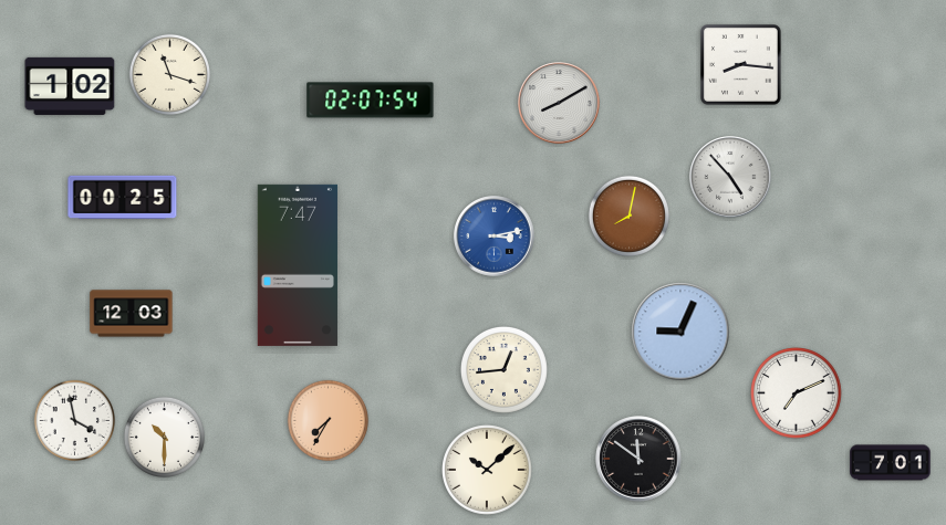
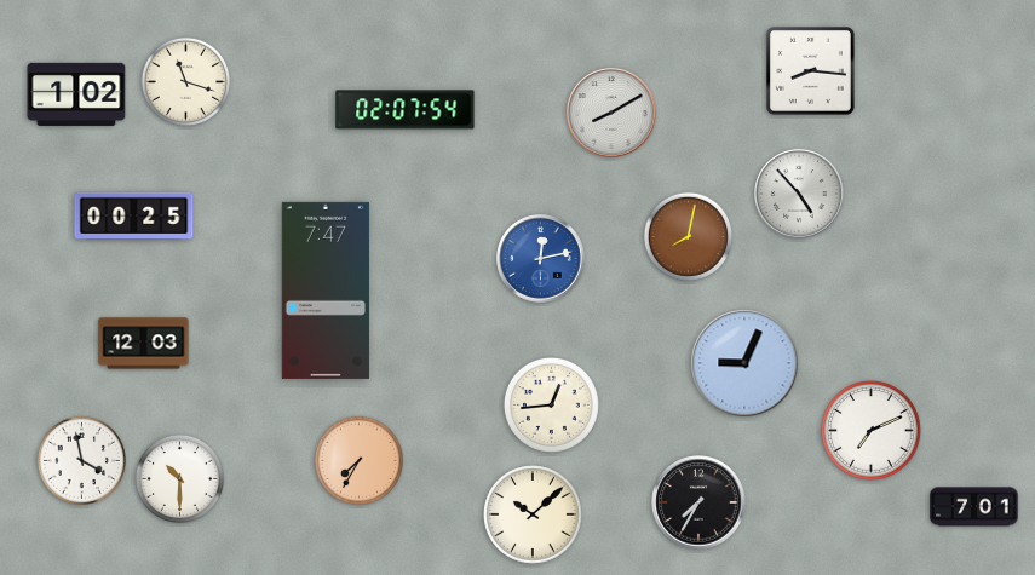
clock at (495, 237): 3:13 -> 12:13
clock at (638, 459): 11:51 -> 7:35
